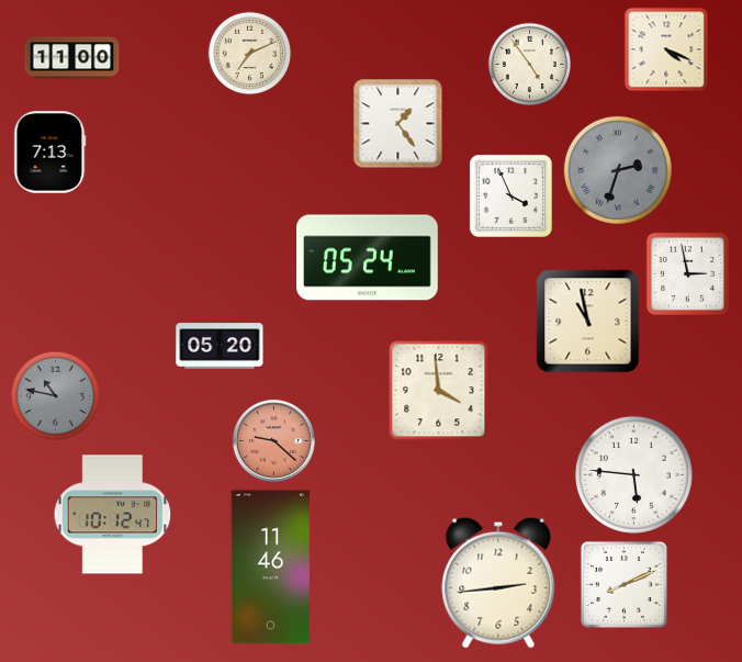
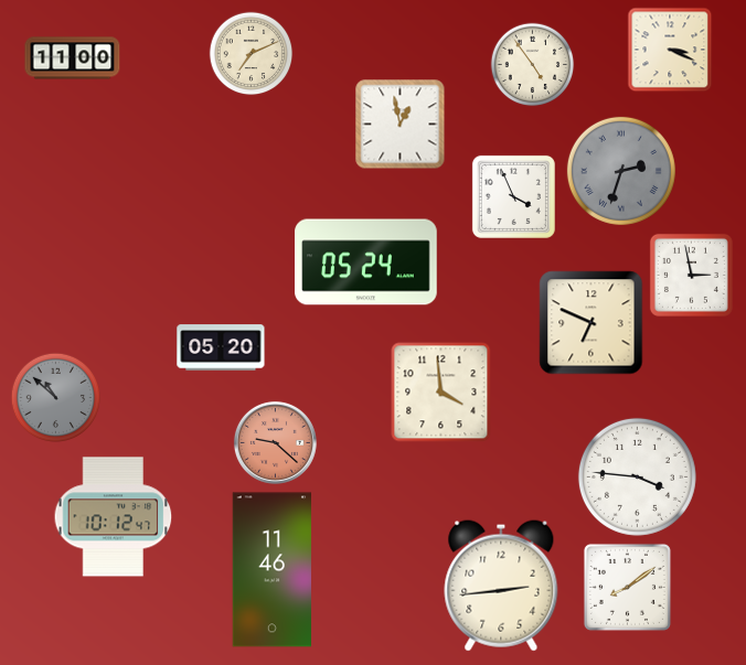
clock at (666, 49): 4:19 -> 3:19
clock at (398, 124): 1:24 -> 12:58
clock at (50, 153): 7:13 -> none
clock at (368, 258) position: (368, 258) -> (366, 262)
clock at (588, 322): 10:58 -> 6:49
clock at (55, 395): 10:47 -> 10:52
clock at (633, 474): 5:46 -> 3:46
clock at (623, 584): 8:11 -> 8:09
